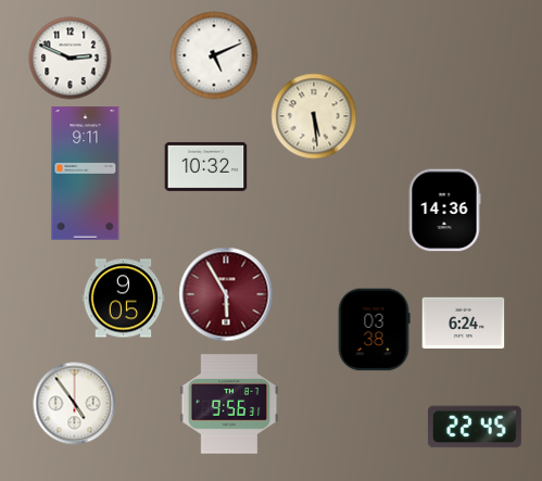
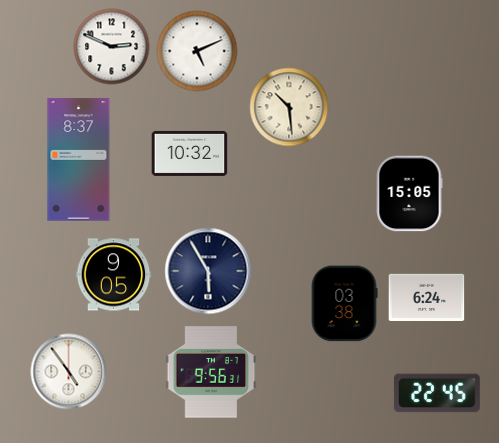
clock at (71, 59) position: (71, 59) -> (112, 47)
clock at (314, 116): 5:29 -> 10:29
clock at (86, 174): 9:11 -> 8:37
clock at (444, 211): 14:36 -> 15:05
clock at (226, 294) dial: burgundy -> navy
